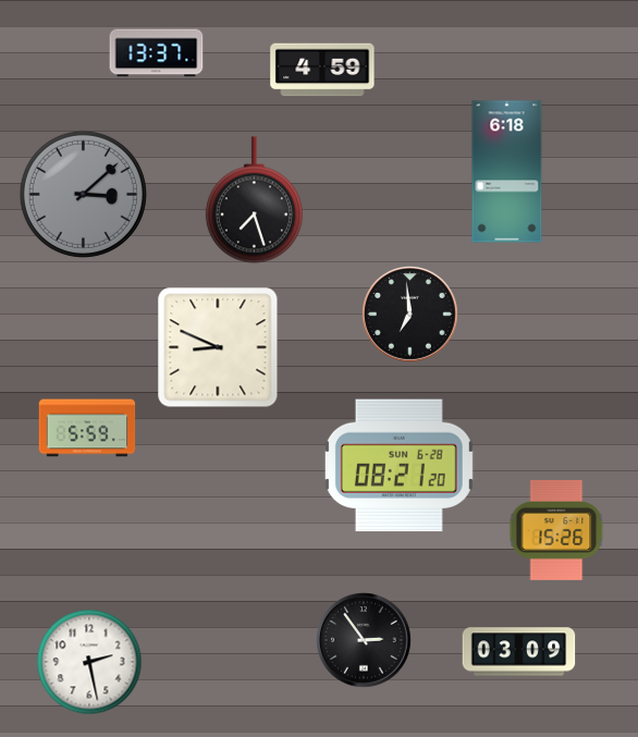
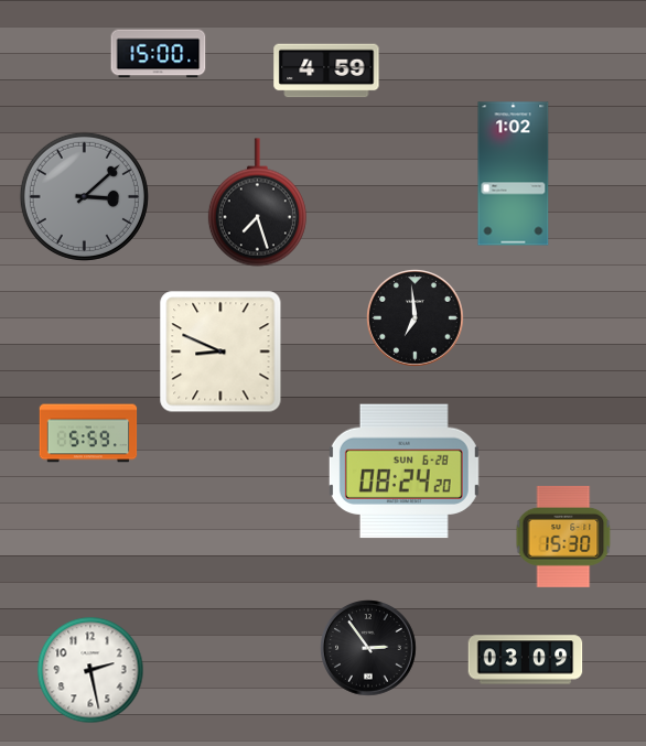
clock at (157, 53): 13:37 -> 15:00
clock at (507, 172): 6:18 -> 1:02
clock at (398, 466): 08:21 -> 08:24
clock at (556, 530): 15:26 -> 15:30
